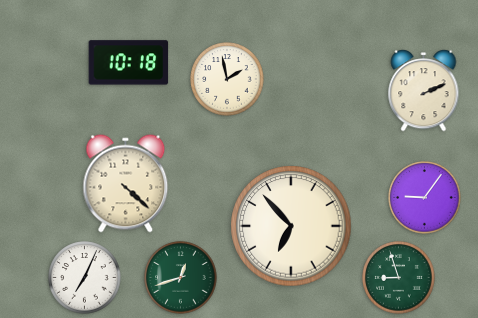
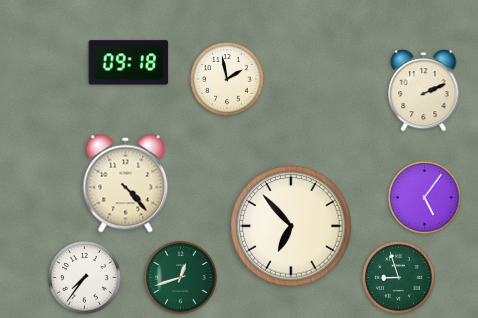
clock at (129, 63): 10:18 -> 09:18
clock at (126, 184): 4:22 -> 4:23
clock at (425, 198): 9:06 -> 5:06
clock at (85, 278): 7:04 -> 7:36
